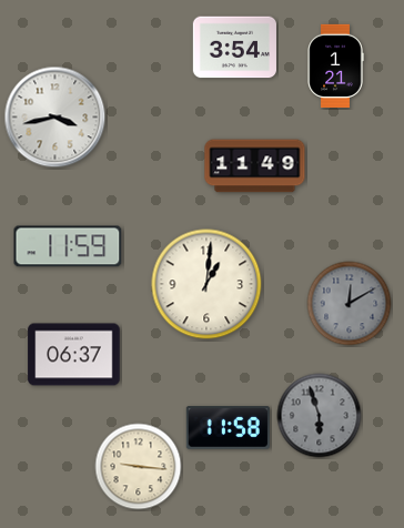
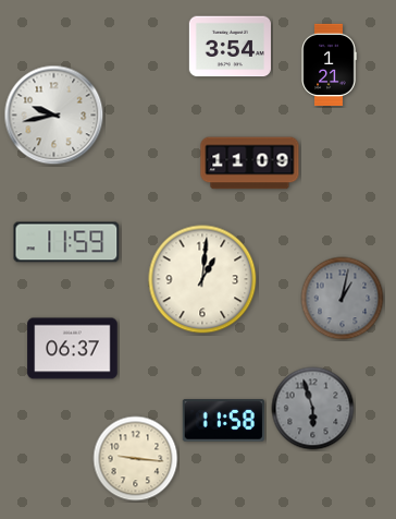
clock at (55, 118): 3:43 -> 9:43
clock at (255, 166): 11:49 -> 11:09
clock at (350, 304): 12:10 -> 1:02
